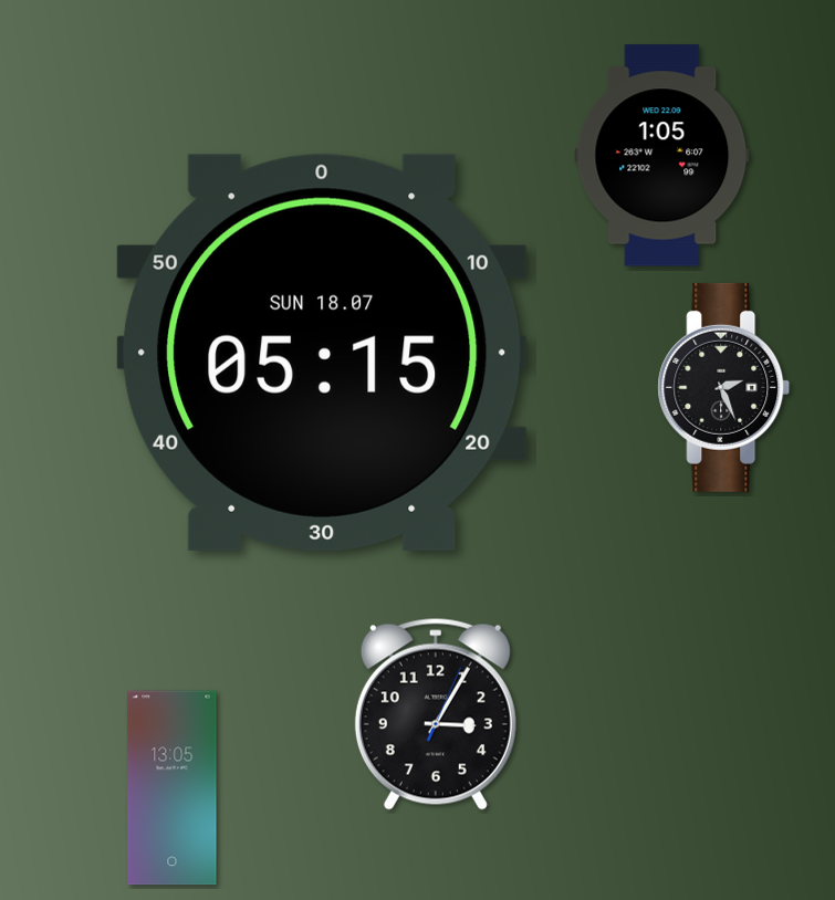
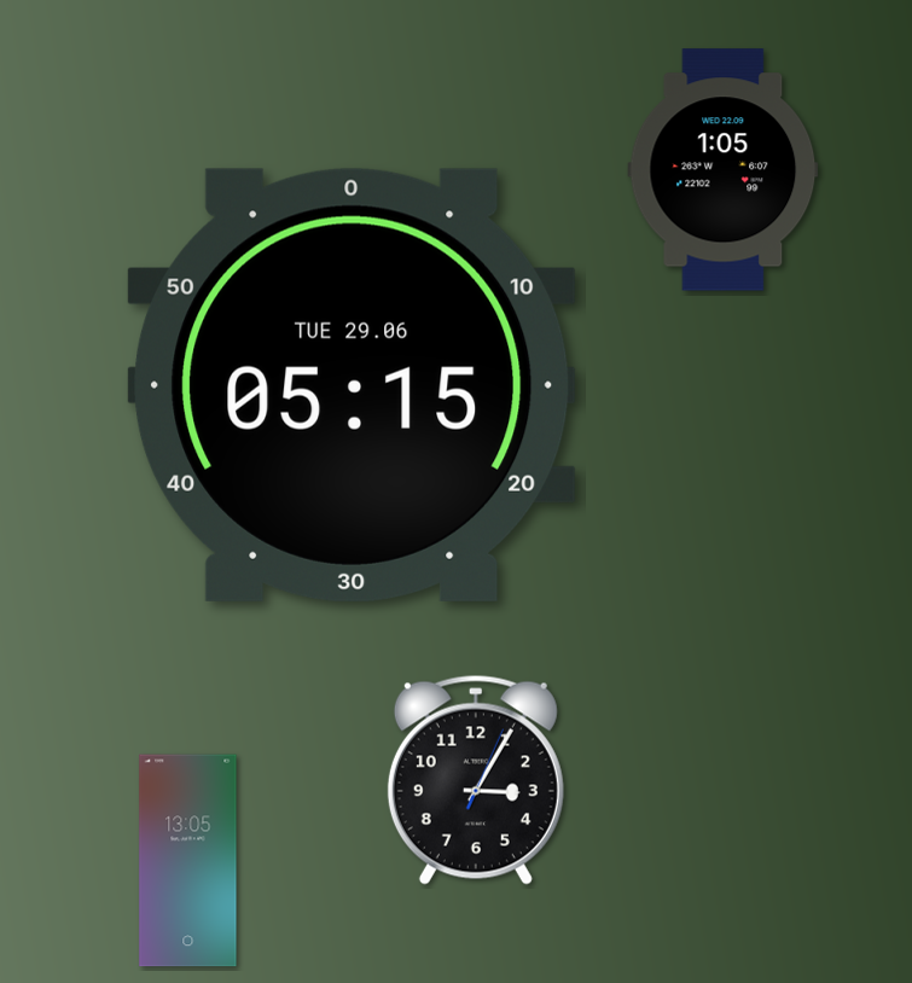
clock at (322, 353) date: SUN 18.07 -> TUE 29.06
clock at (724, 387): 2:26 -> none
